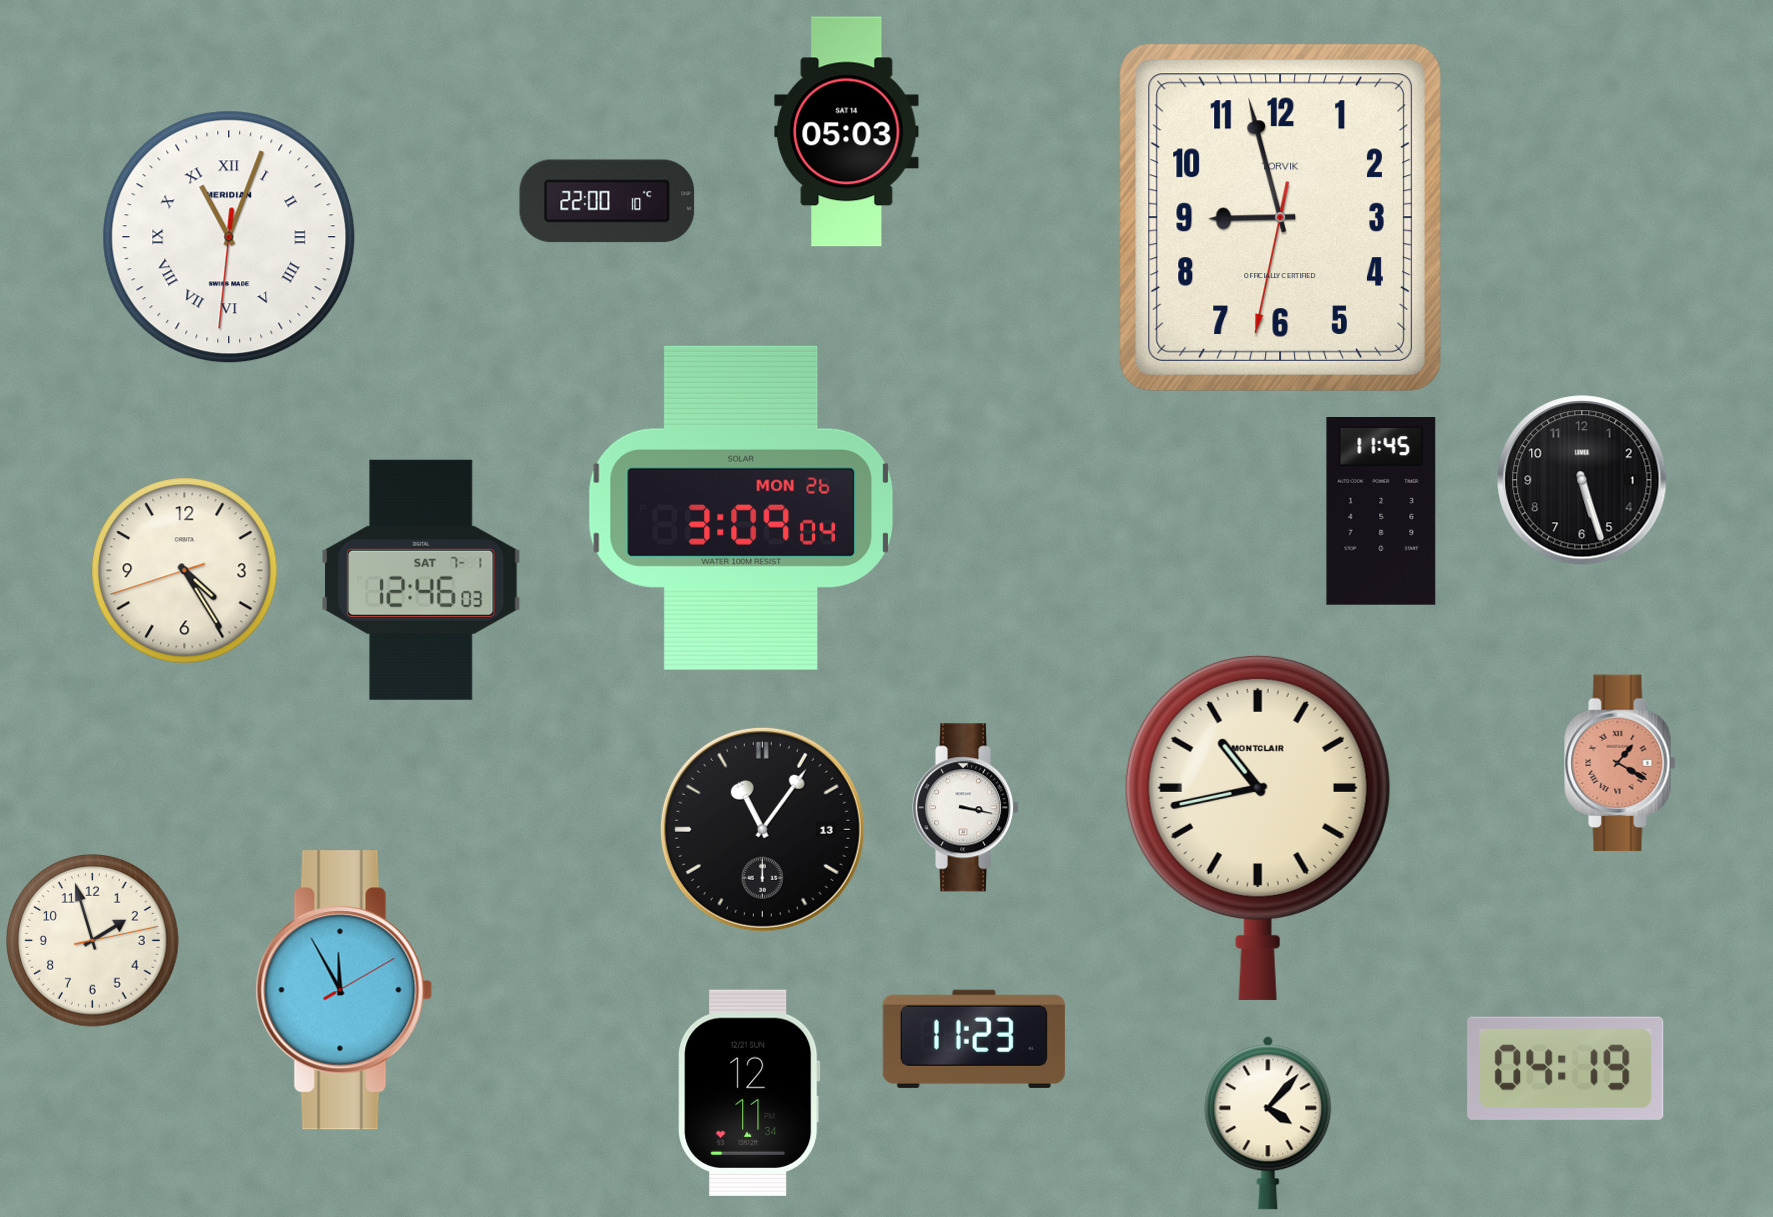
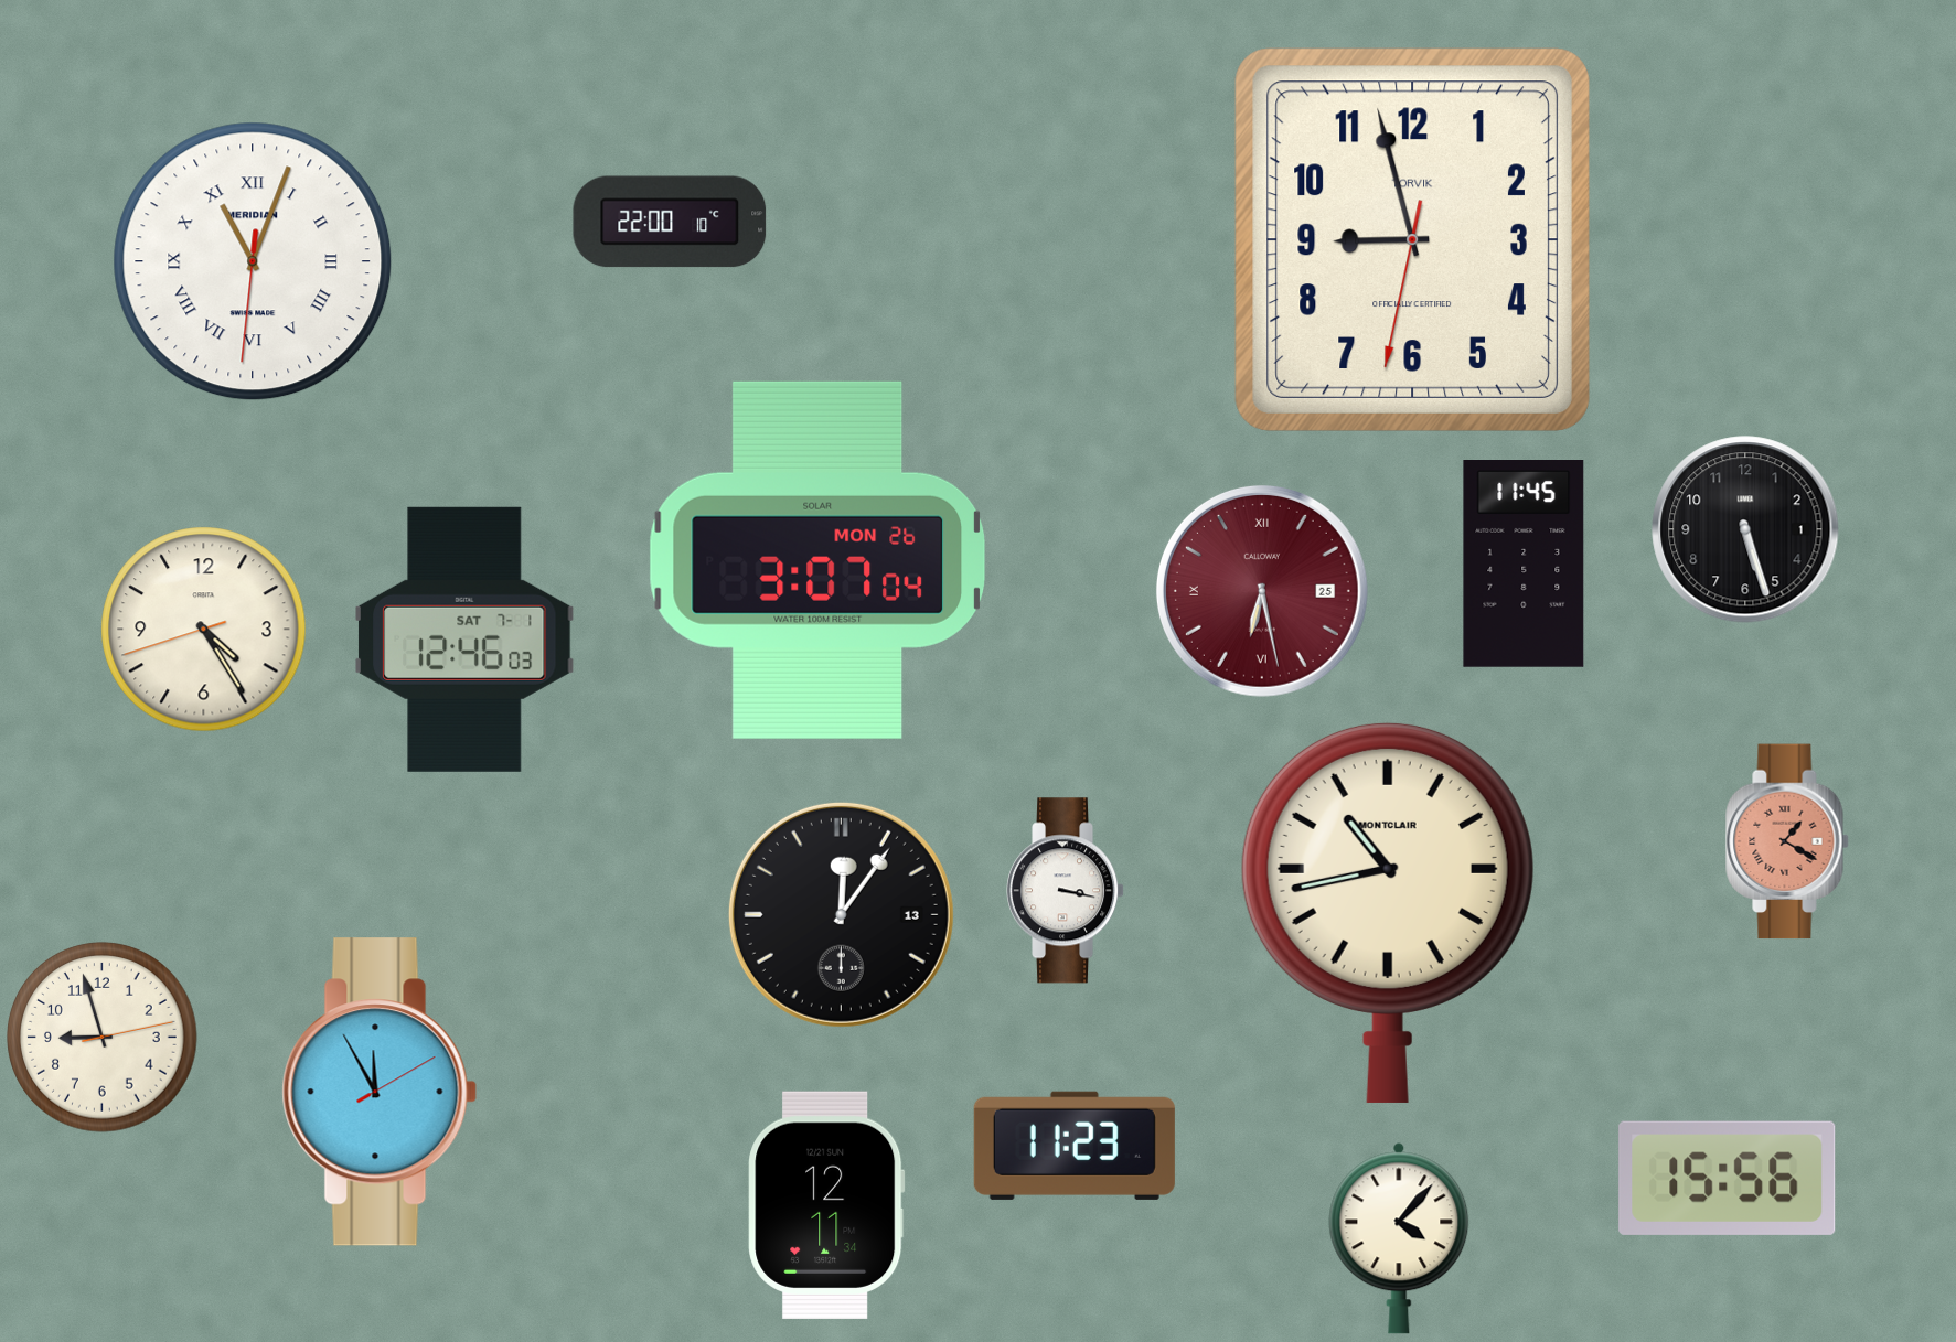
clock at (847, 132): 05:03 -> none
clock at (740, 508): 3:09 -> 3:07
clock at (1262, 591): none -> 6:28
clock at (762, 829): 11:06 -> 12:06
clock at (93, 941): 1:57 -> 8:57
clock at (1566, 1068): 04:19 -> 15:56
